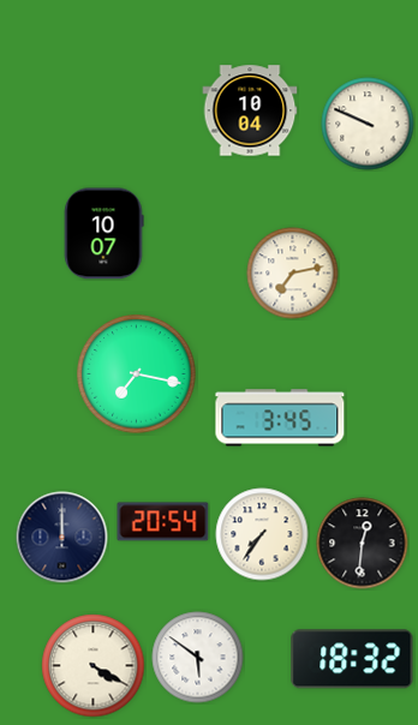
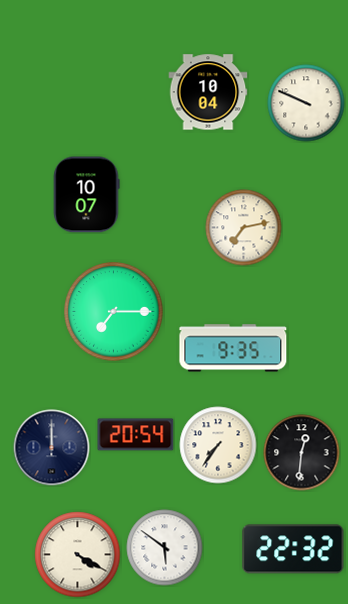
clock at (137, 375): 7:17 -> 7:15
clock at (280, 418): 3:45 -> 9:35
clock at (352, 659): 18:32 -> 22:32
